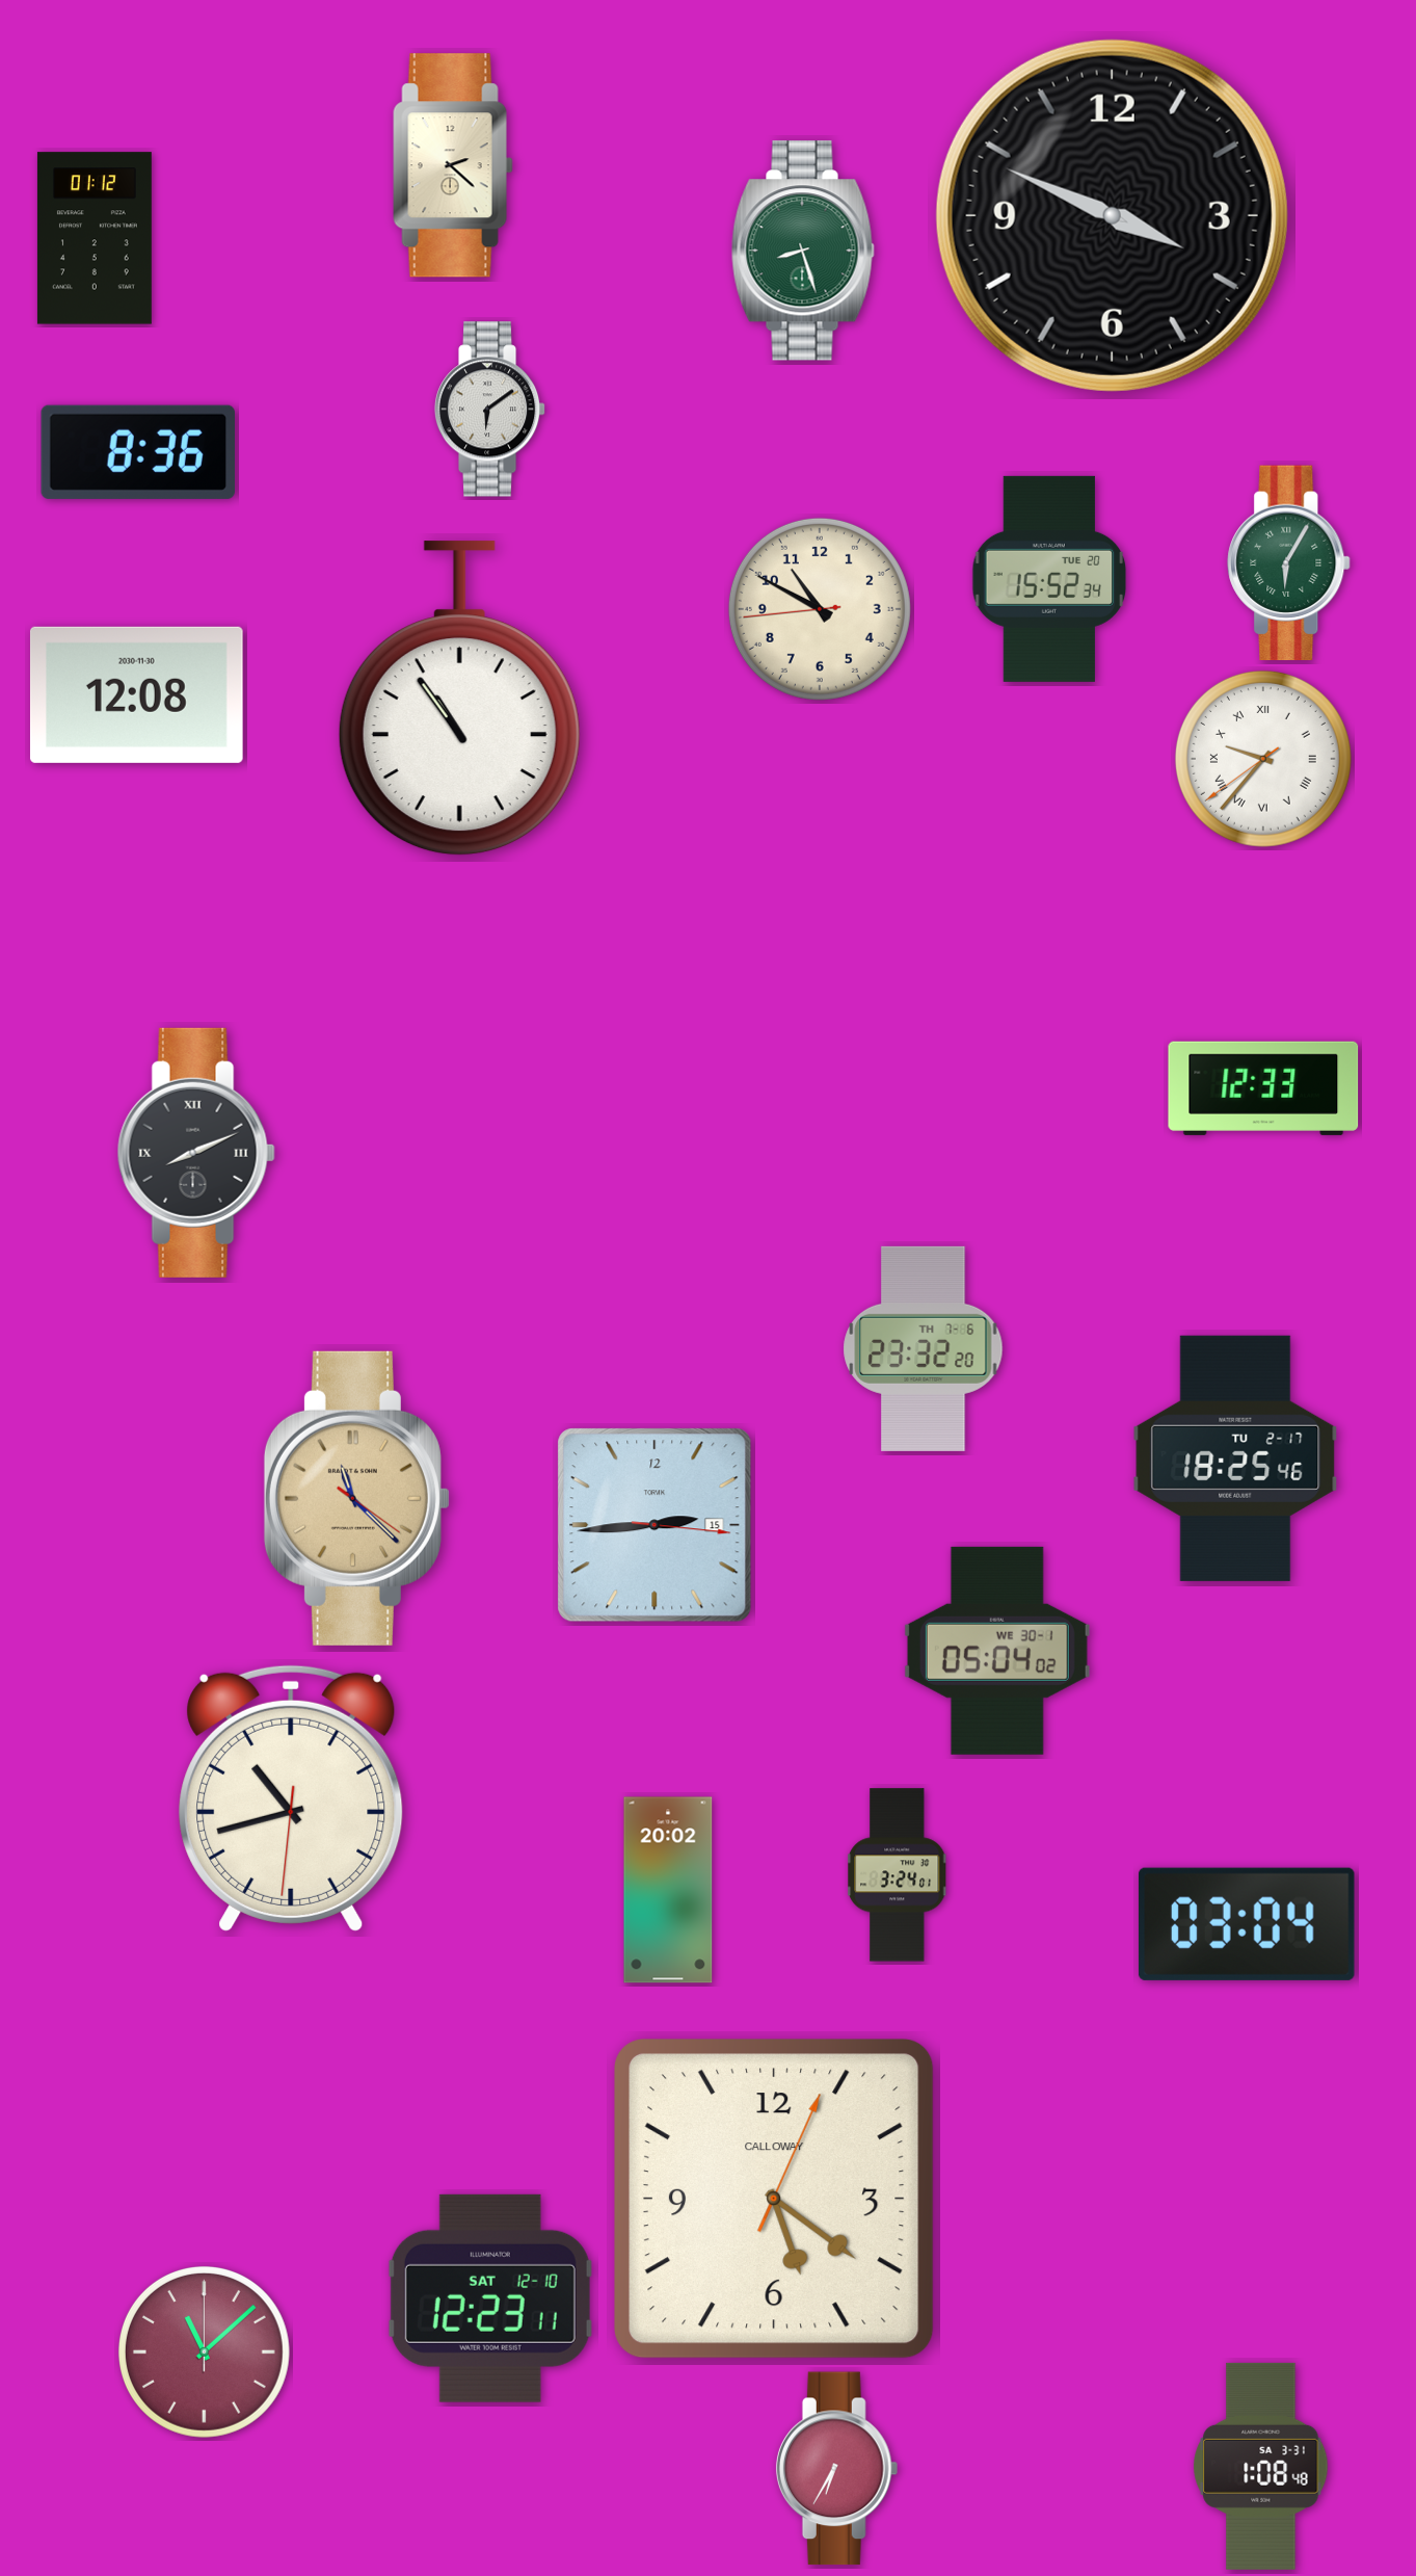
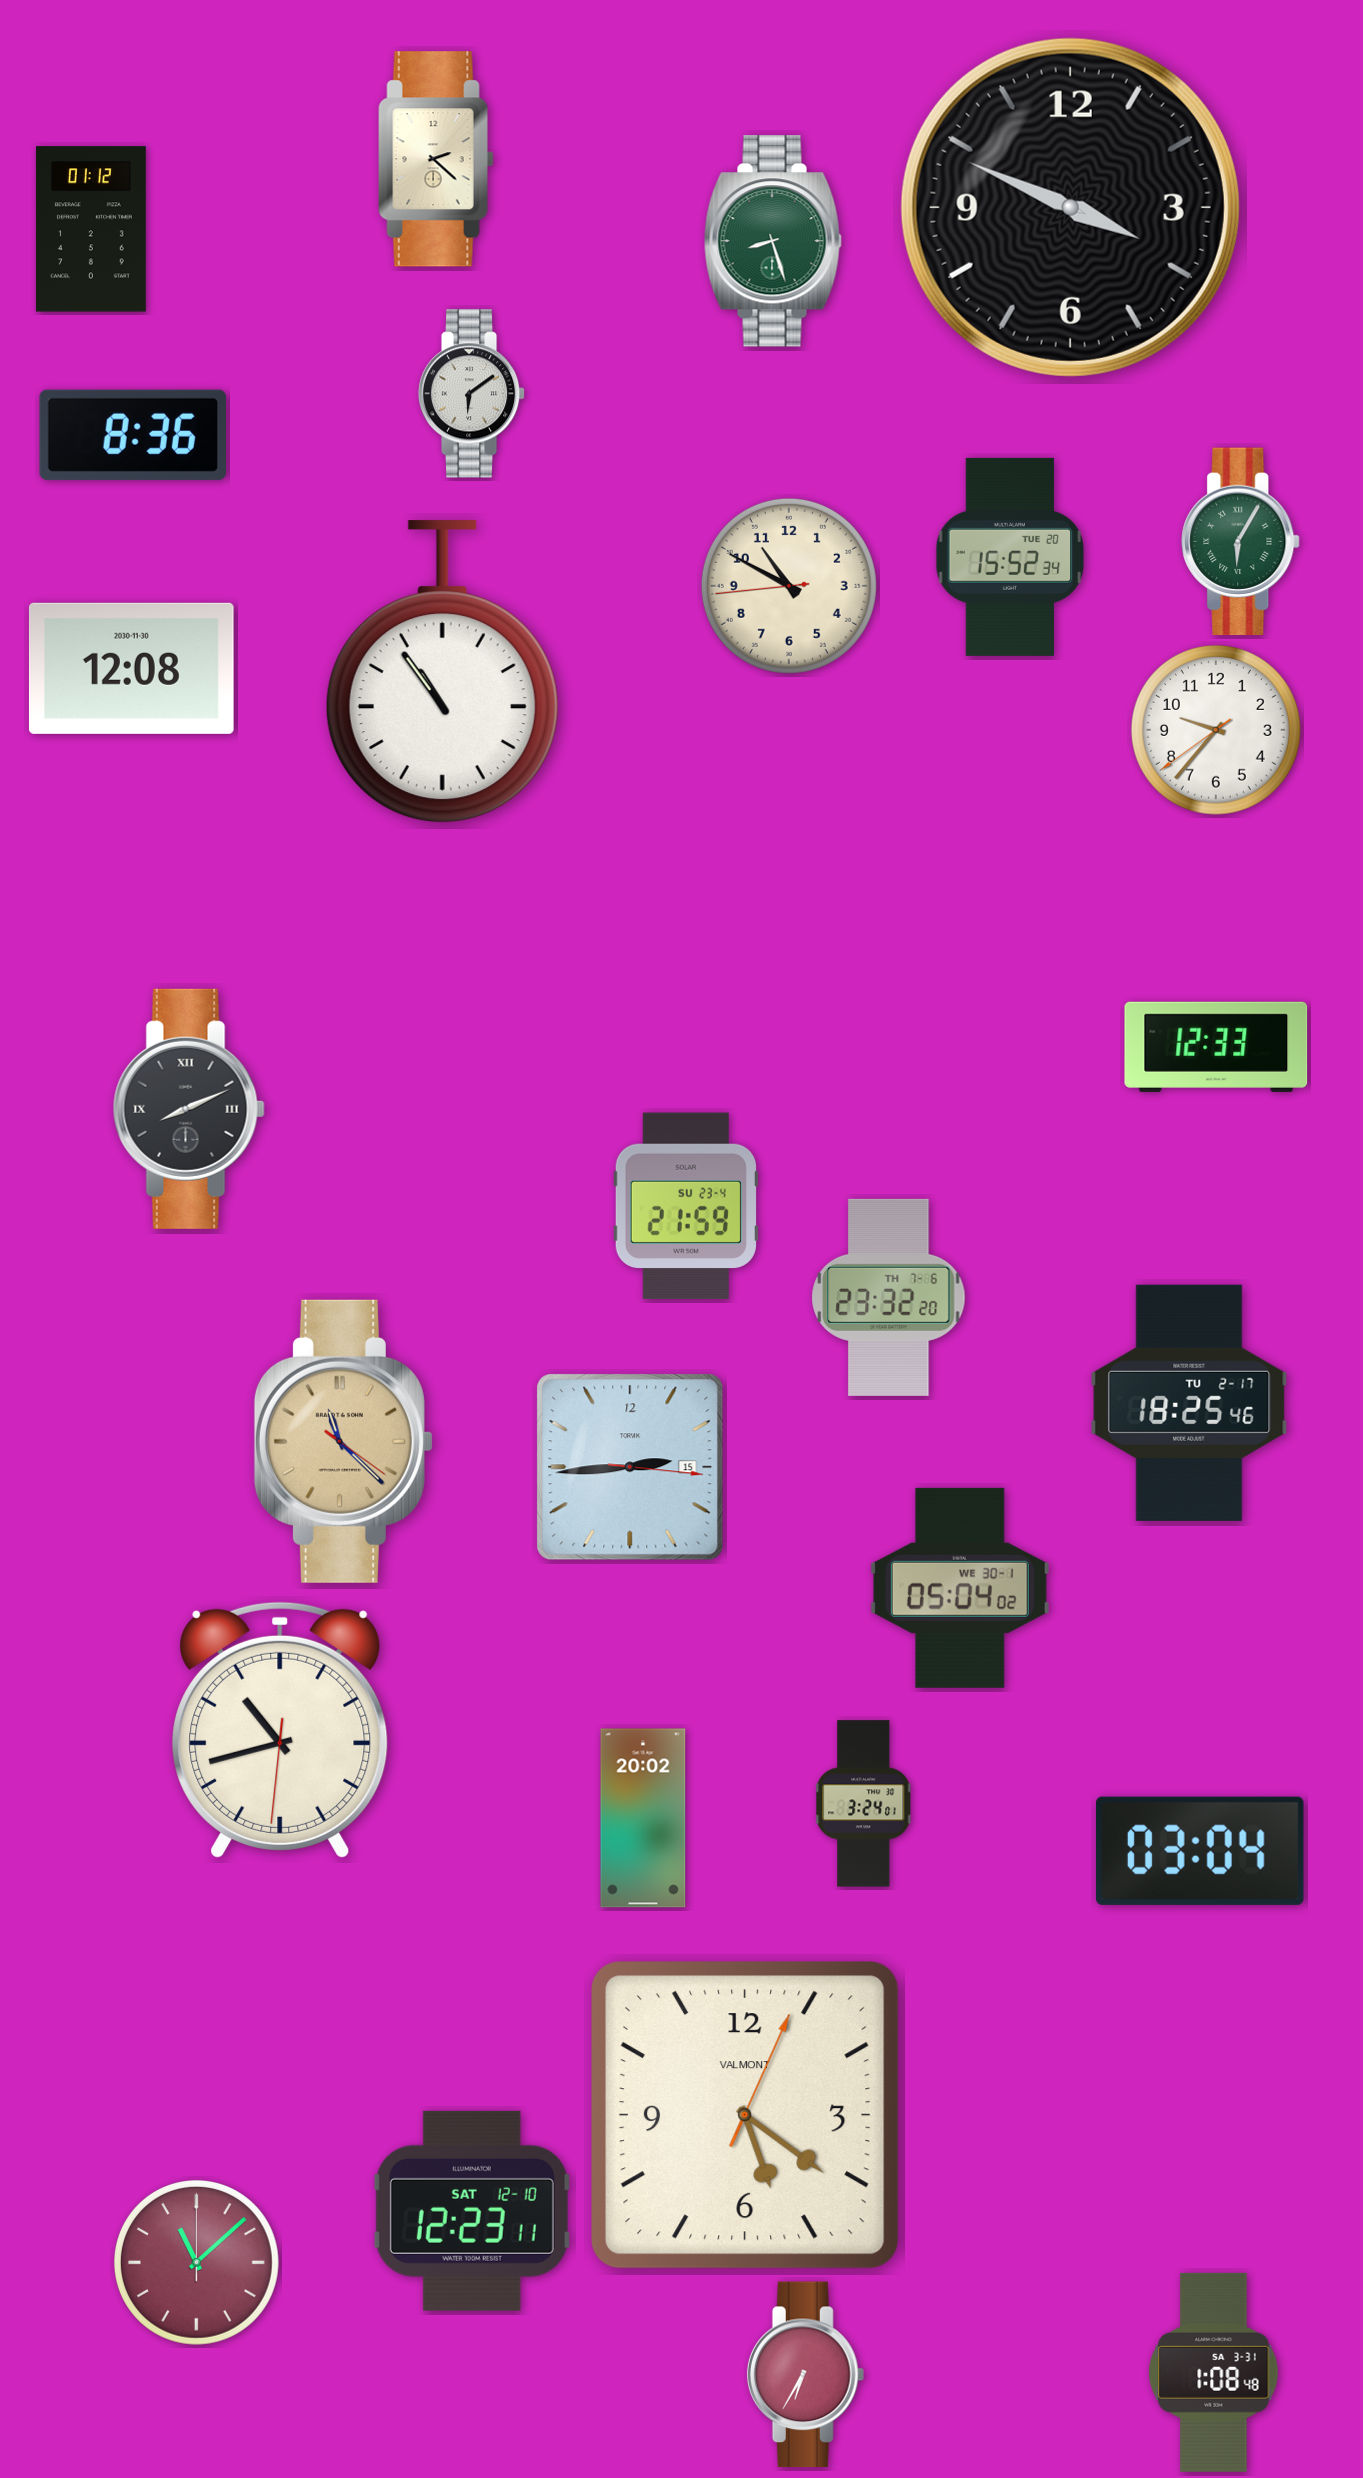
clock at (1263, 759) numerals: Roman -> Arabic
clock at (686, 1206): none -> 21:59
clock at (775, 2200) brand: CALLOWAY -> VALMONT
